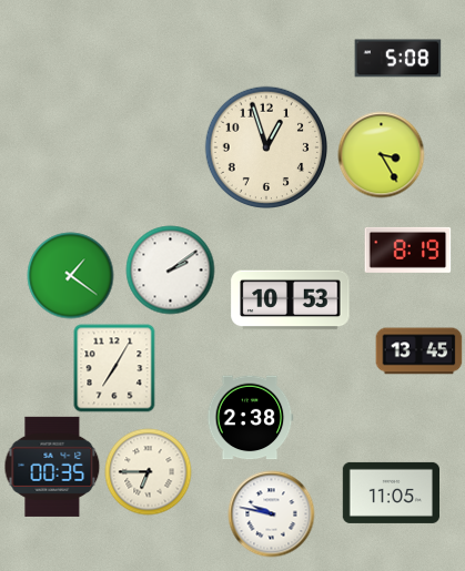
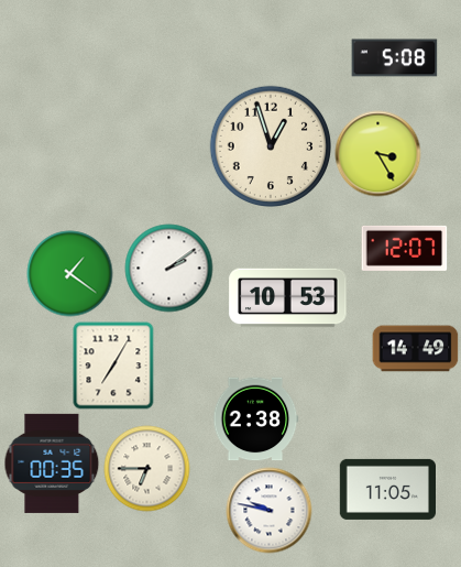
clock at (265, 146) position: (265, 146) -> (270, 145)
clock at (407, 249): 8:19 -> 12:07
clock at (418, 351): 13:45 -> 14:49
clock at (250, 418) position: (250, 418) -> (255, 419)
